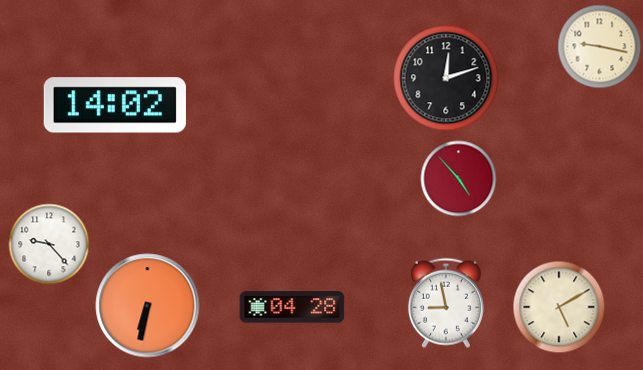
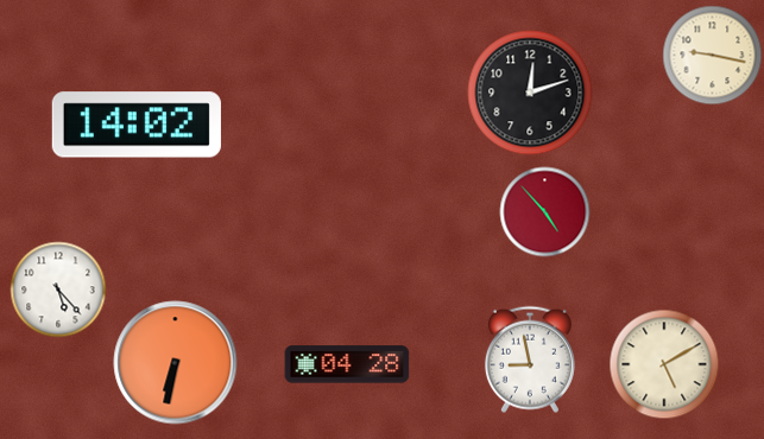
clock at (49, 244): 9:23 -> 5:23
